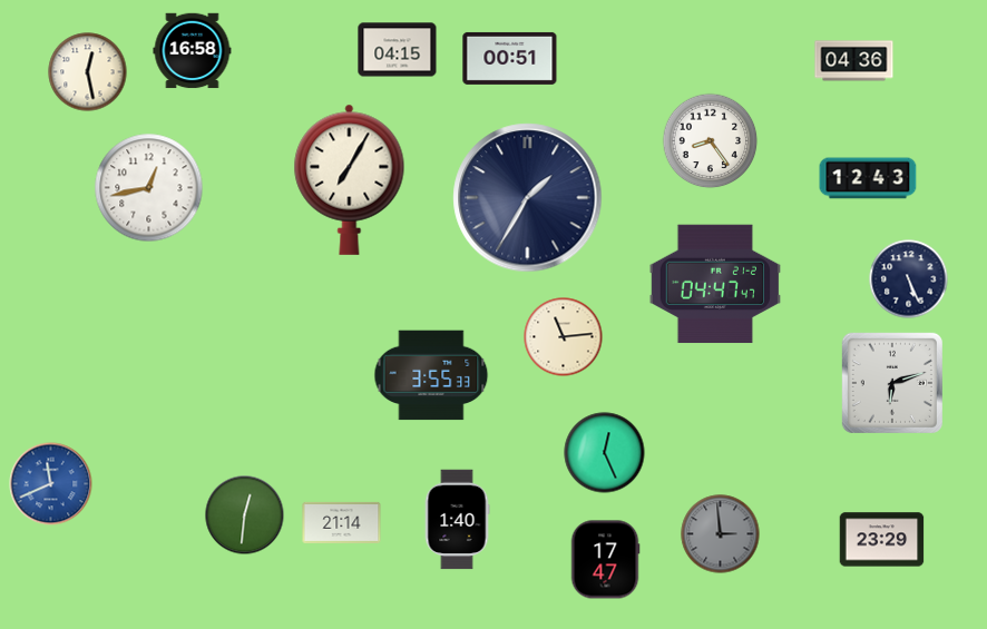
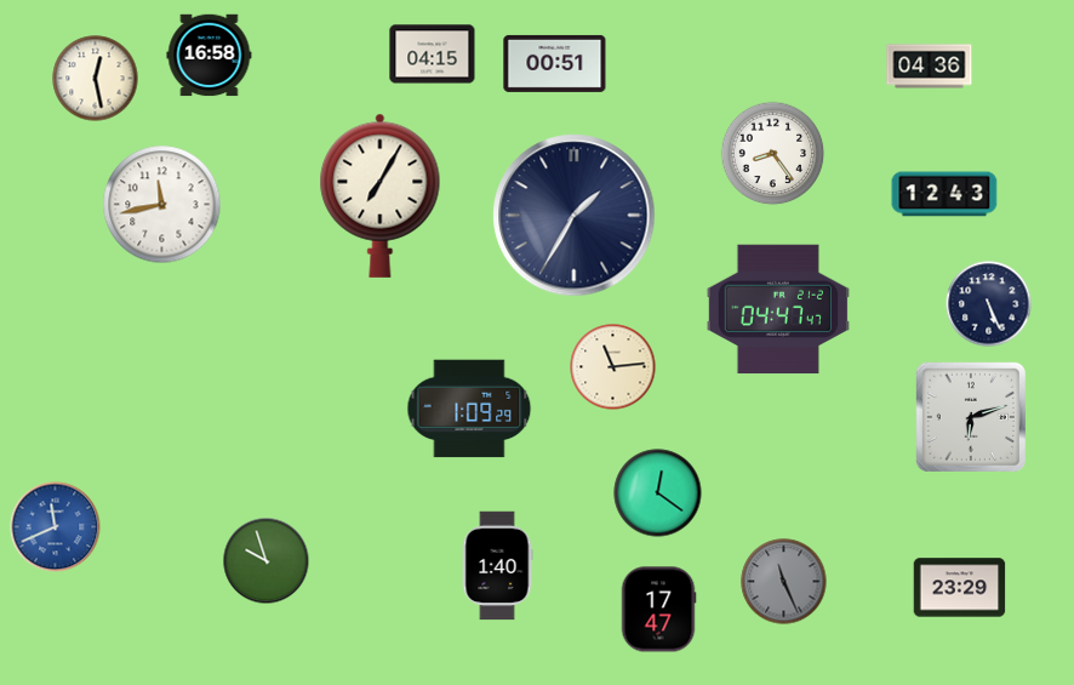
clock at (149, 188): 12:43 -> 11:43
clock at (431, 375): 3:55 -> 1:09
clock at (605, 453): 12:26 -> 12:21
clock at (245, 515): 12:31 -> 9:57
clock at (342, 522): 21:14 -> none
clock at (721, 534): 2:59 -> 11:26
